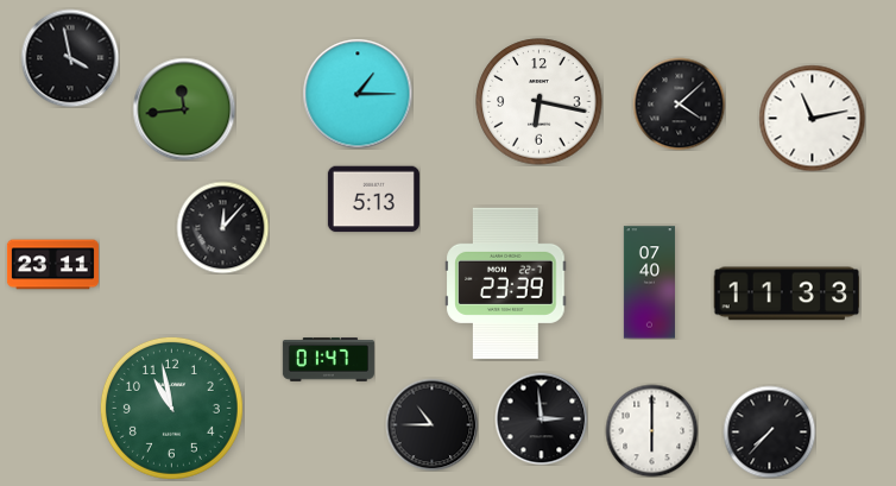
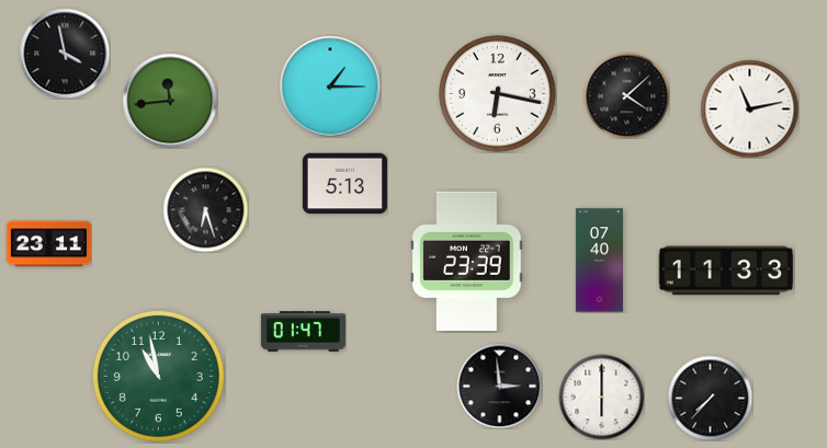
clock at (222, 227): 12:07 -> 6:27
clock at (431, 424): 10:45 -> none
